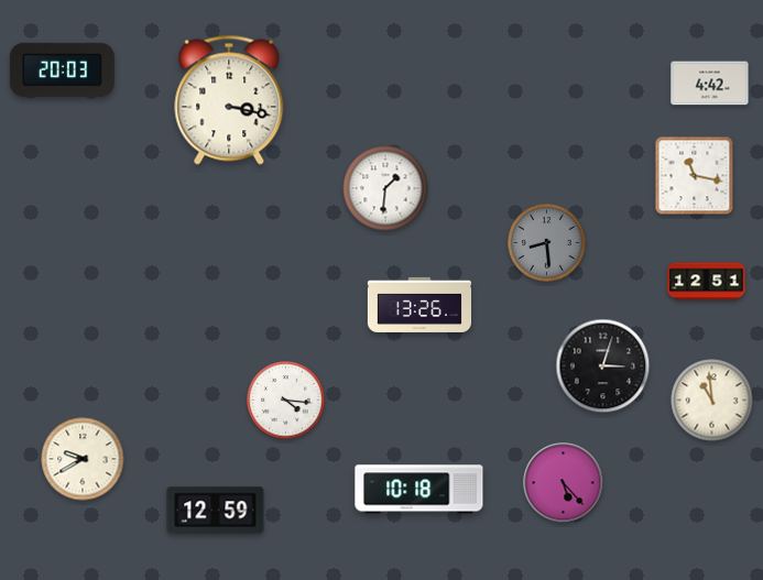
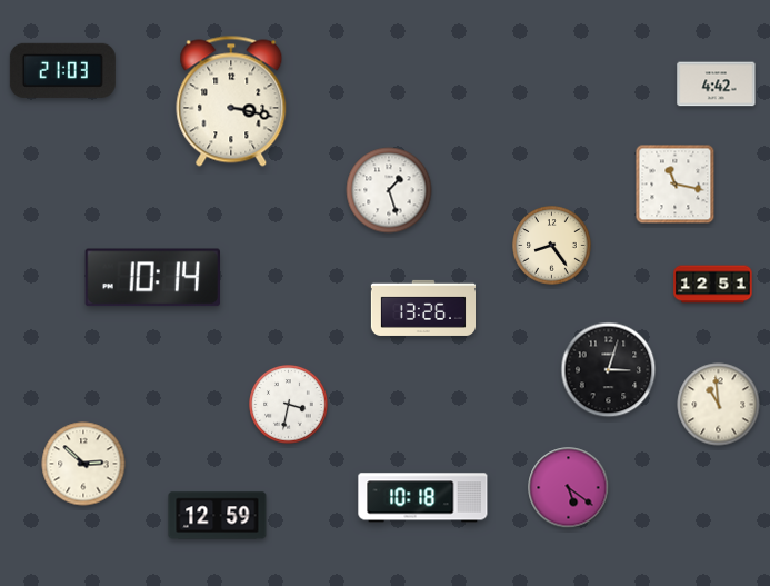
clock at (62, 69): 20:03 -> 21:03
clock at (695, 176) position: (695, 176) -> (676, 185)
clock at (385, 188): 1:31 -> 1:27
clock at (547, 243): 8:29 -> 8:24
clock at (547, 243) dial: grey -> cream
clock at (152, 278): none -> 10:14
clock at (286, 401): 4:16 -> 3:32
clock at (83, 459): 9:40 -> 2:52
clock at (564, 483): 5:23 -> 5:21
clock at (419, 490) position: (419, 490) -> (423, 498)
